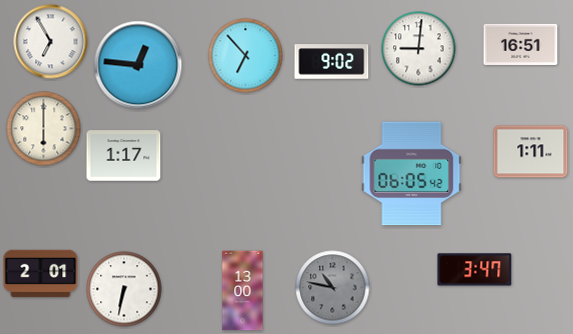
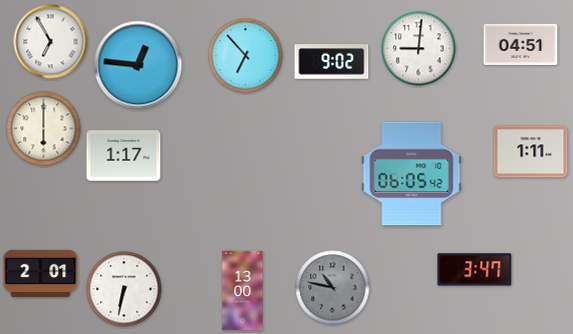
clock at (521, 44): 16:51 -> 04:51
